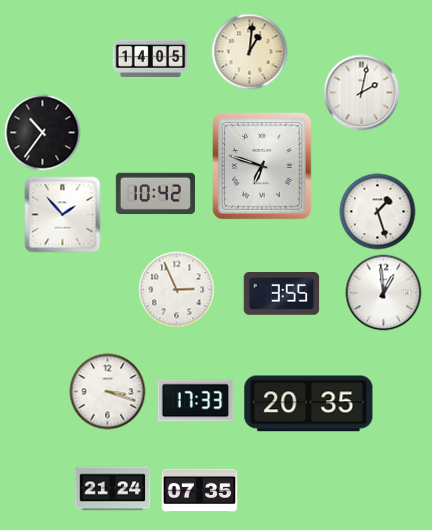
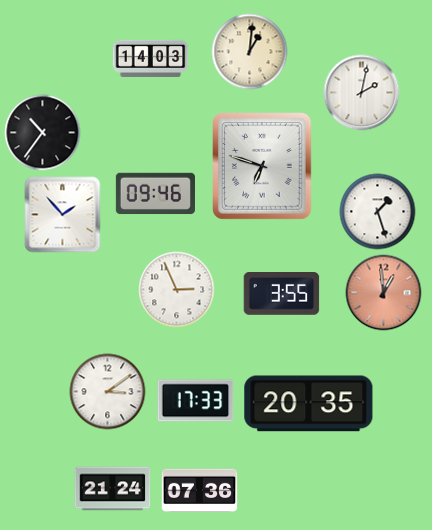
clock at (151, 58): 14:05 -> 14:03
clock at (155, 194): 10:42 -> 09:46
clock at (384, 293) dial: white -> salmon
clock at (108, 392): 3:18 -> 3:09
clock at (200, 491): 07:35 -> 07:36
